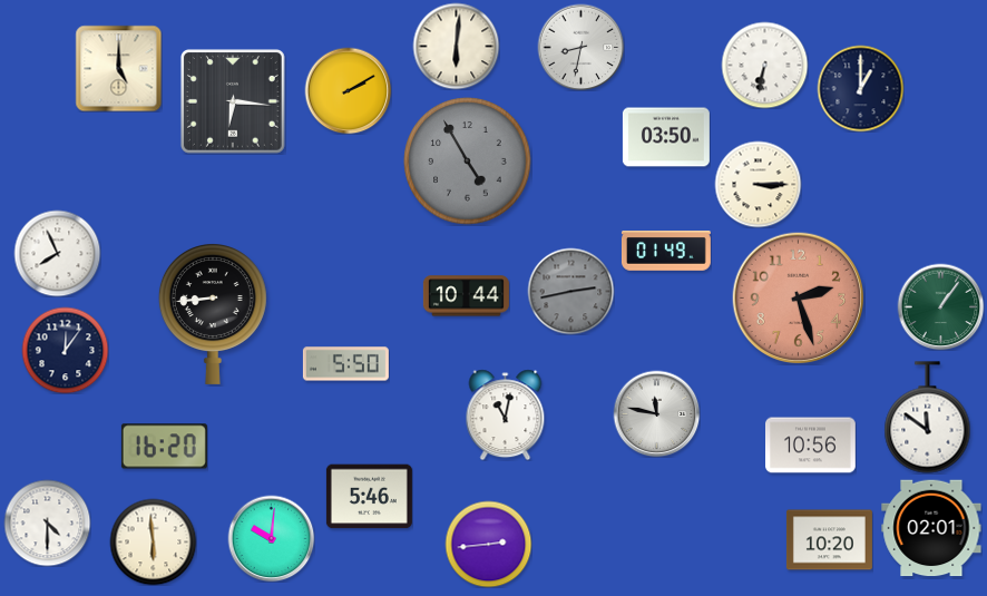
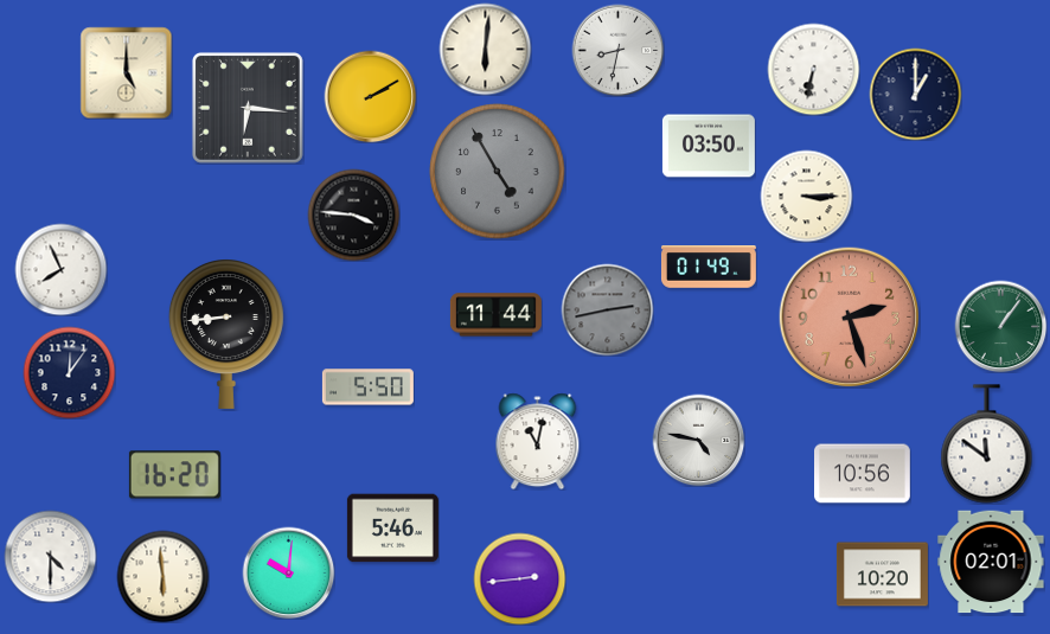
clock at (353, 214): none -> 3:46
clock at (466, 296): 10:44 -> 11:44
clock at (656, 413): 11:47 -> 4:47
